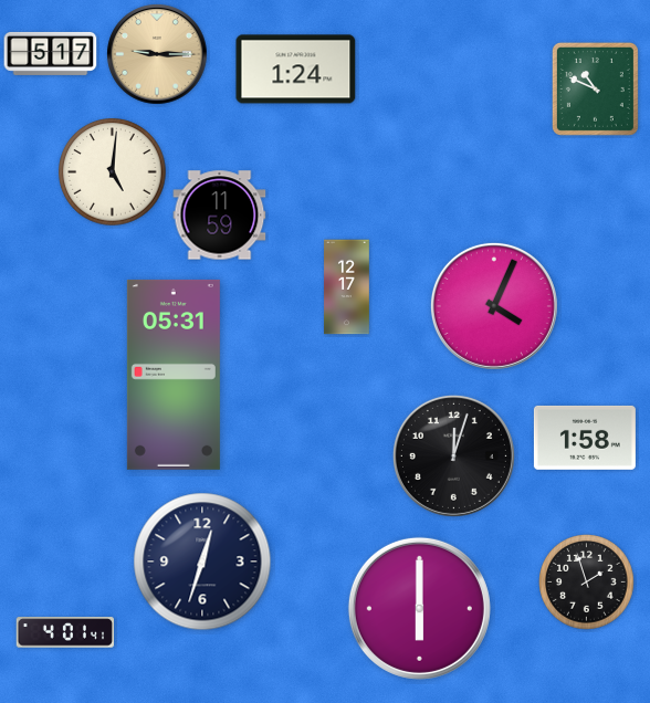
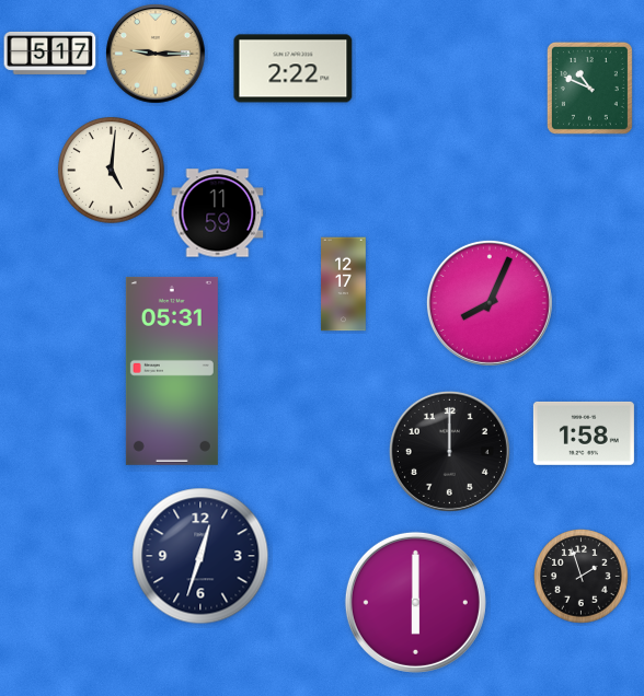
clock at (296, 70): 1:24 -> 2:22
clock at (494, 306): 4:04 -> 8:04
clock at (585, 438) position: (585, 438) -> (584, 433)
clock at (453, 455): 12:03 -> 12:00
clock at (65, 632): 4:01 -> none
